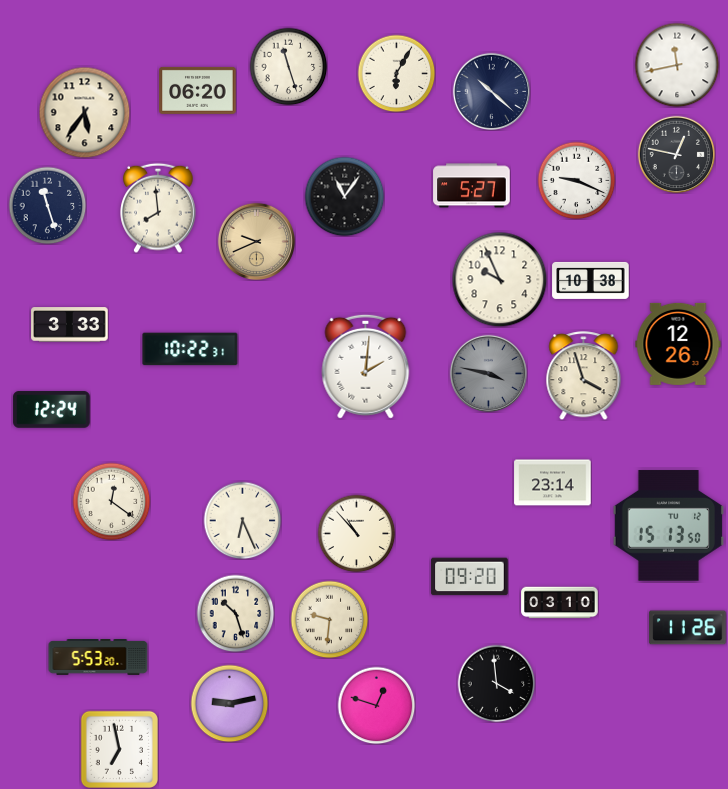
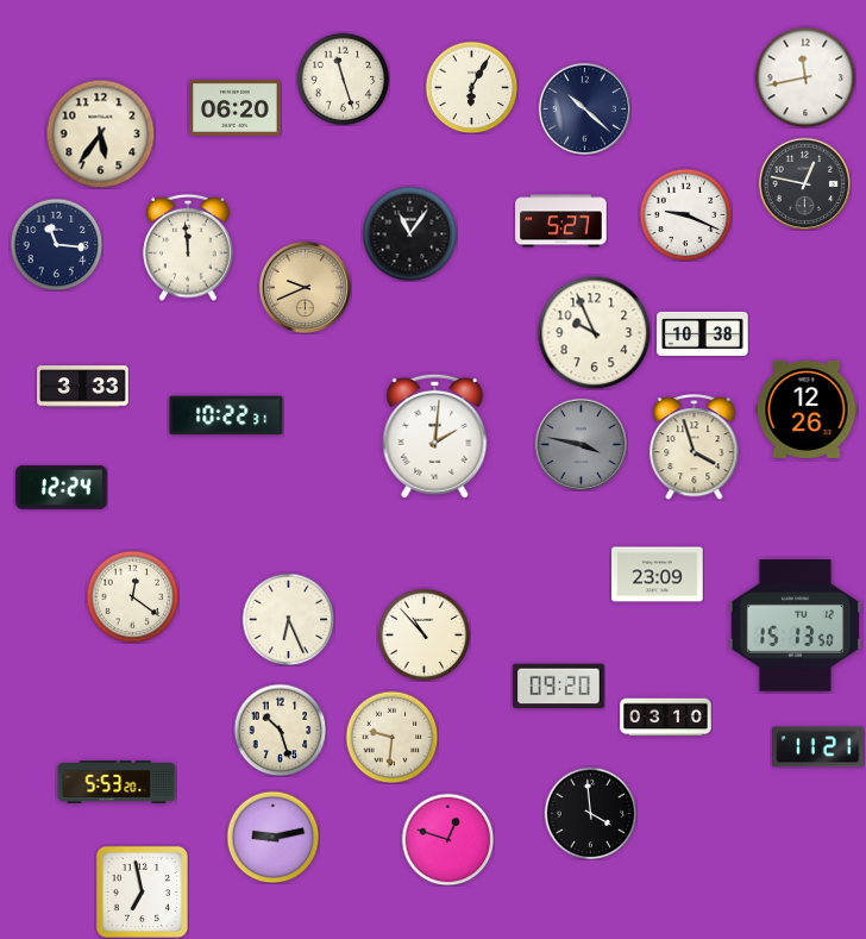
clock at (47, 205): 11:27 -> 11:16
clock at (158, 208): 7:59 -> 11:59
clock at (553, 483): 23:14 -> 23:09
clock at (688, 628): 11:26 -> 11:21
